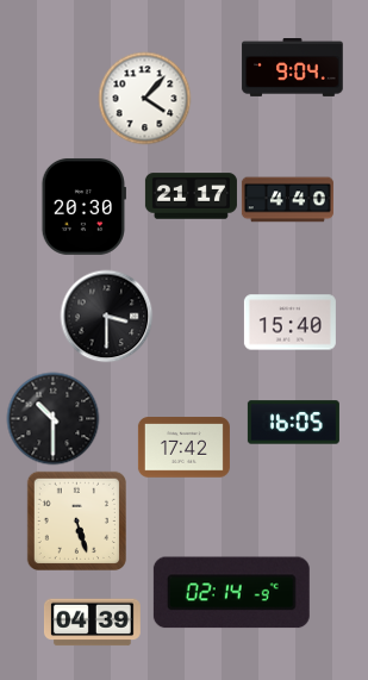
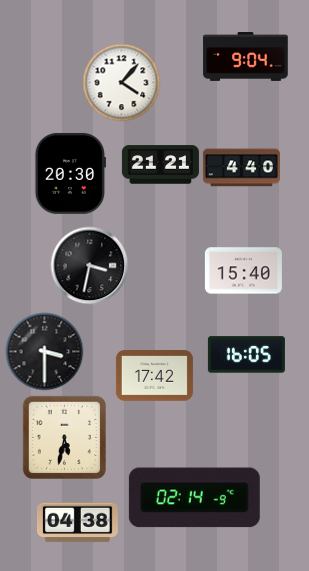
clock at (191, 196): 21:17 -> 21:21
clock at (106, 316): 3:30 -> 3:32
clock at (52, 418): 10:30 -> 3:30
clock at (76, 520): 5:27 -> 5:32
clock at (92, 623): 04:39 -> 04:38
